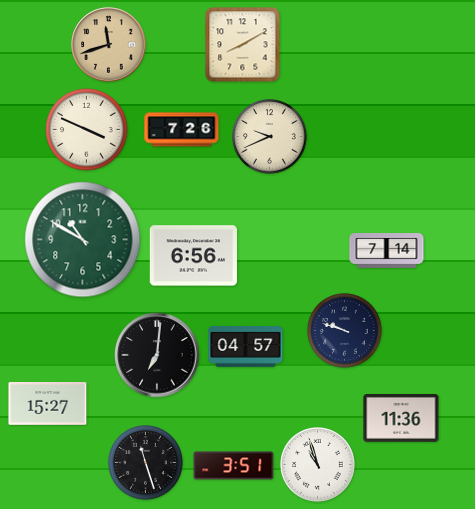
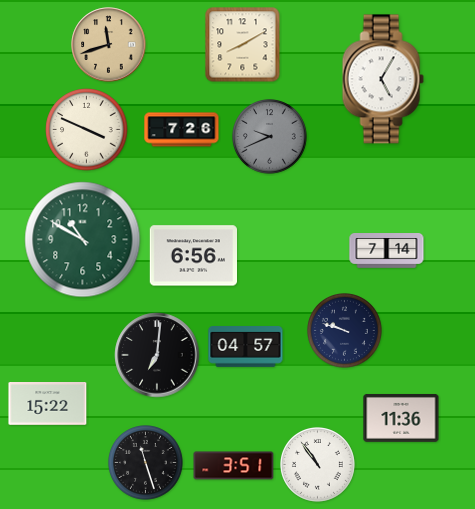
clock at (383, 79): none -> 5:05
clock at (270, 137) dial: cream -> grey
clock at (48, 404): 15:27 -> 15:22
clock at (318, 465): 10:57 -> 10:54
